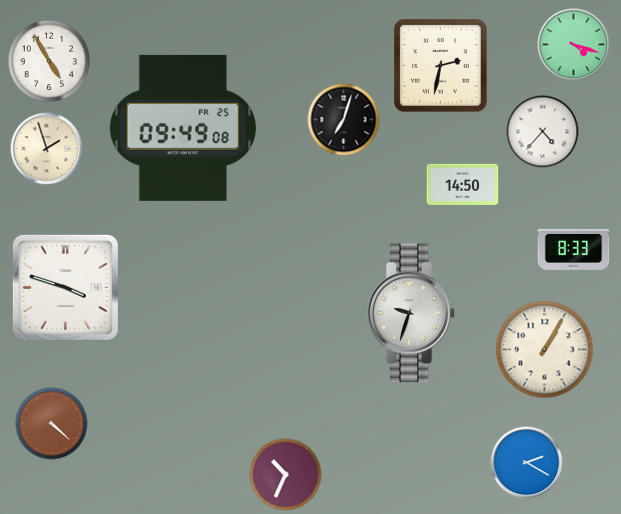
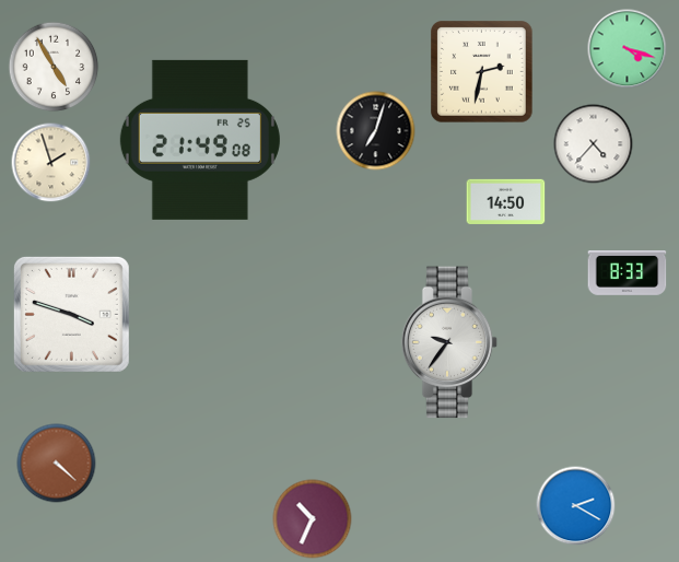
clock at (183, 128): 09:49 -> 21:49
clock at (411, 313): 9:33 -> 9:36
clock at (545, 350): 1:05 -> none
